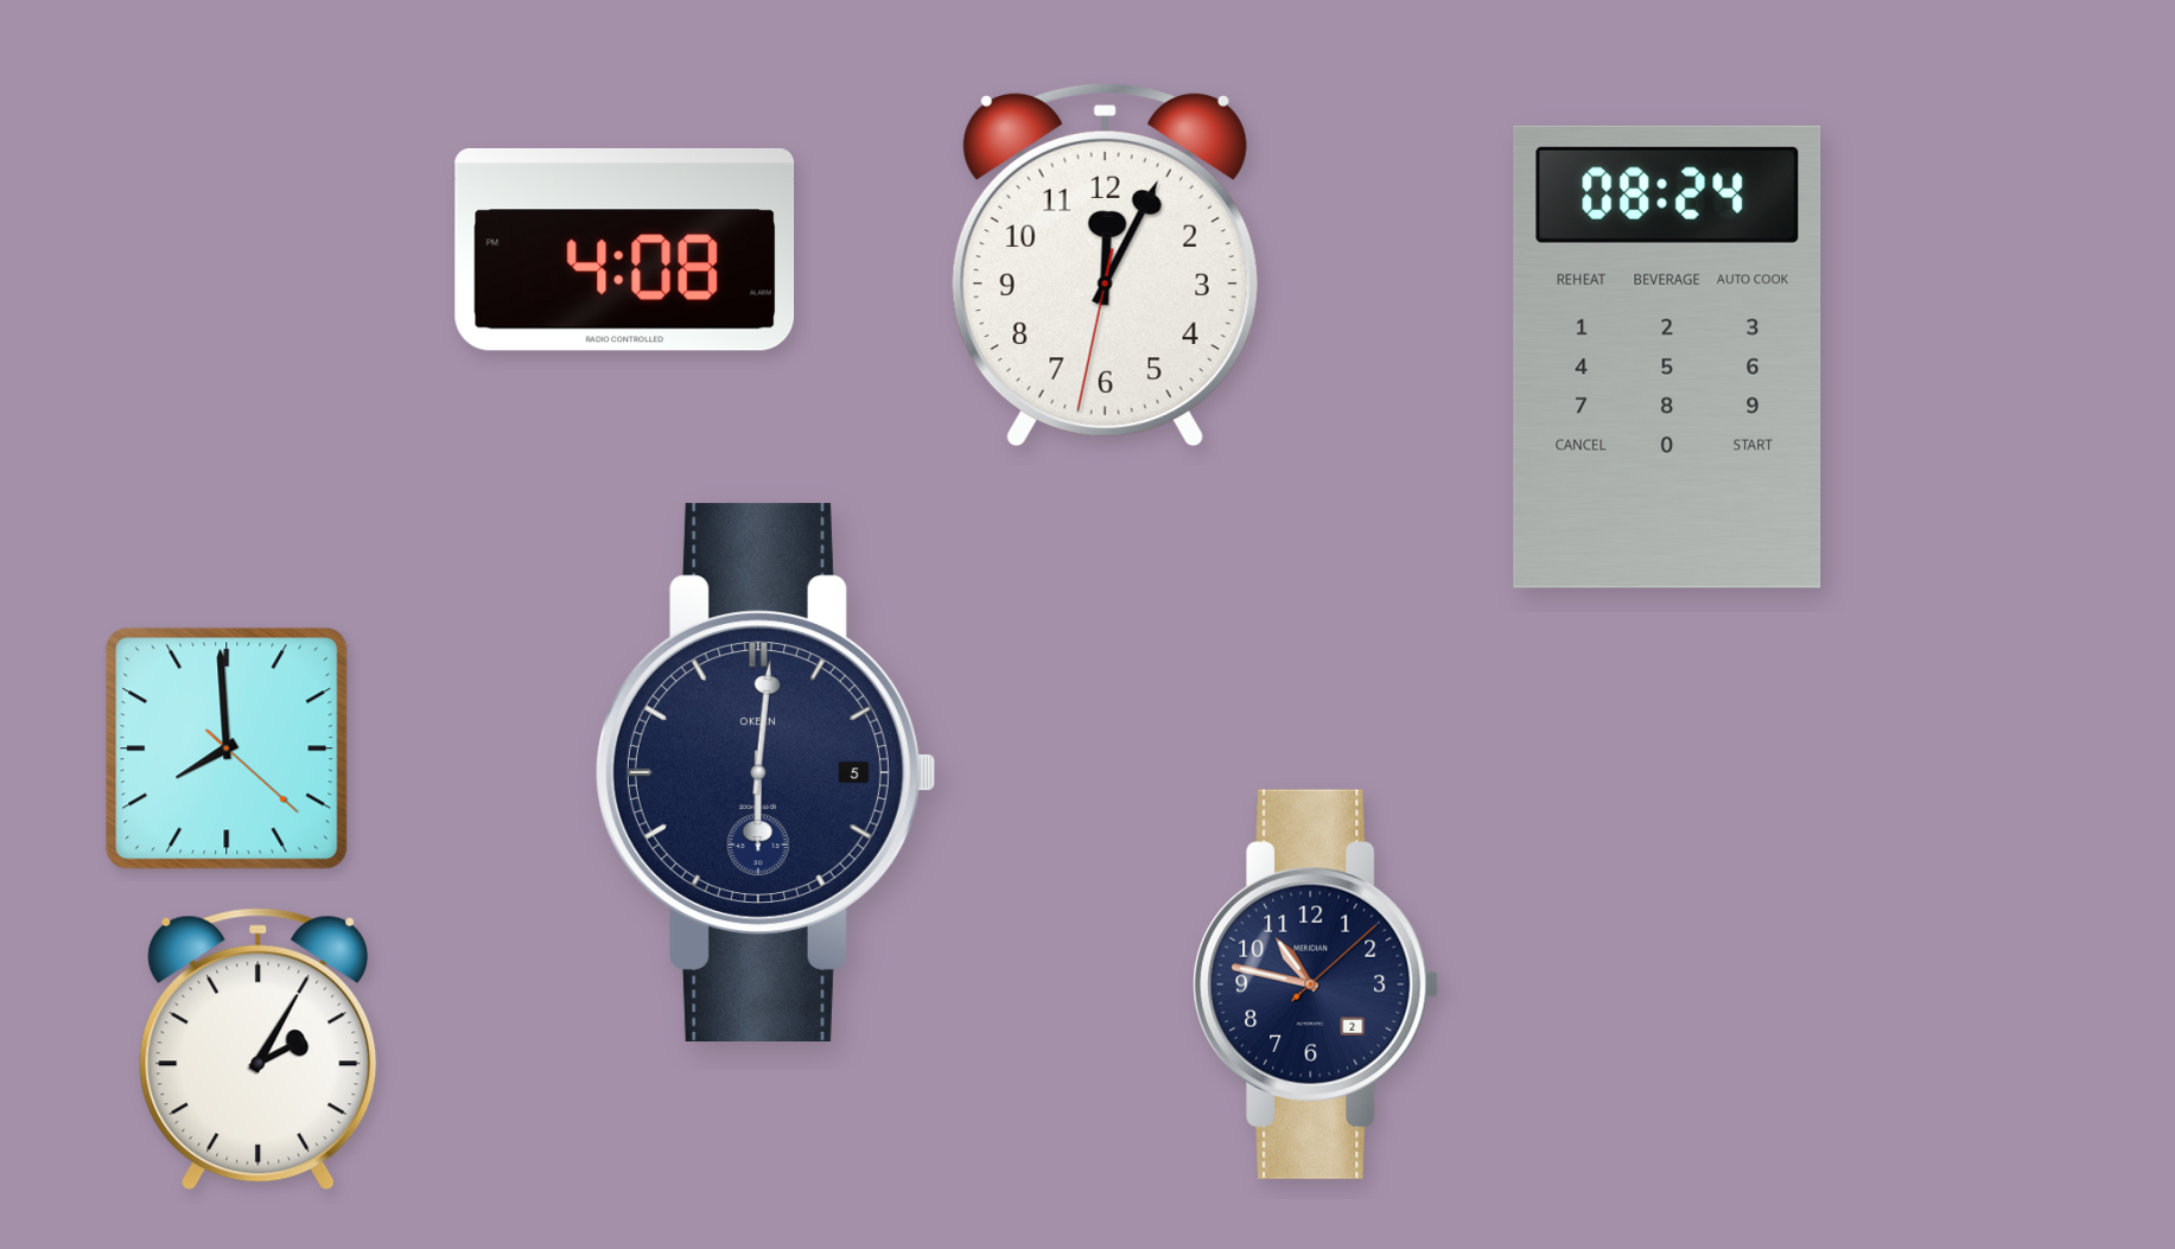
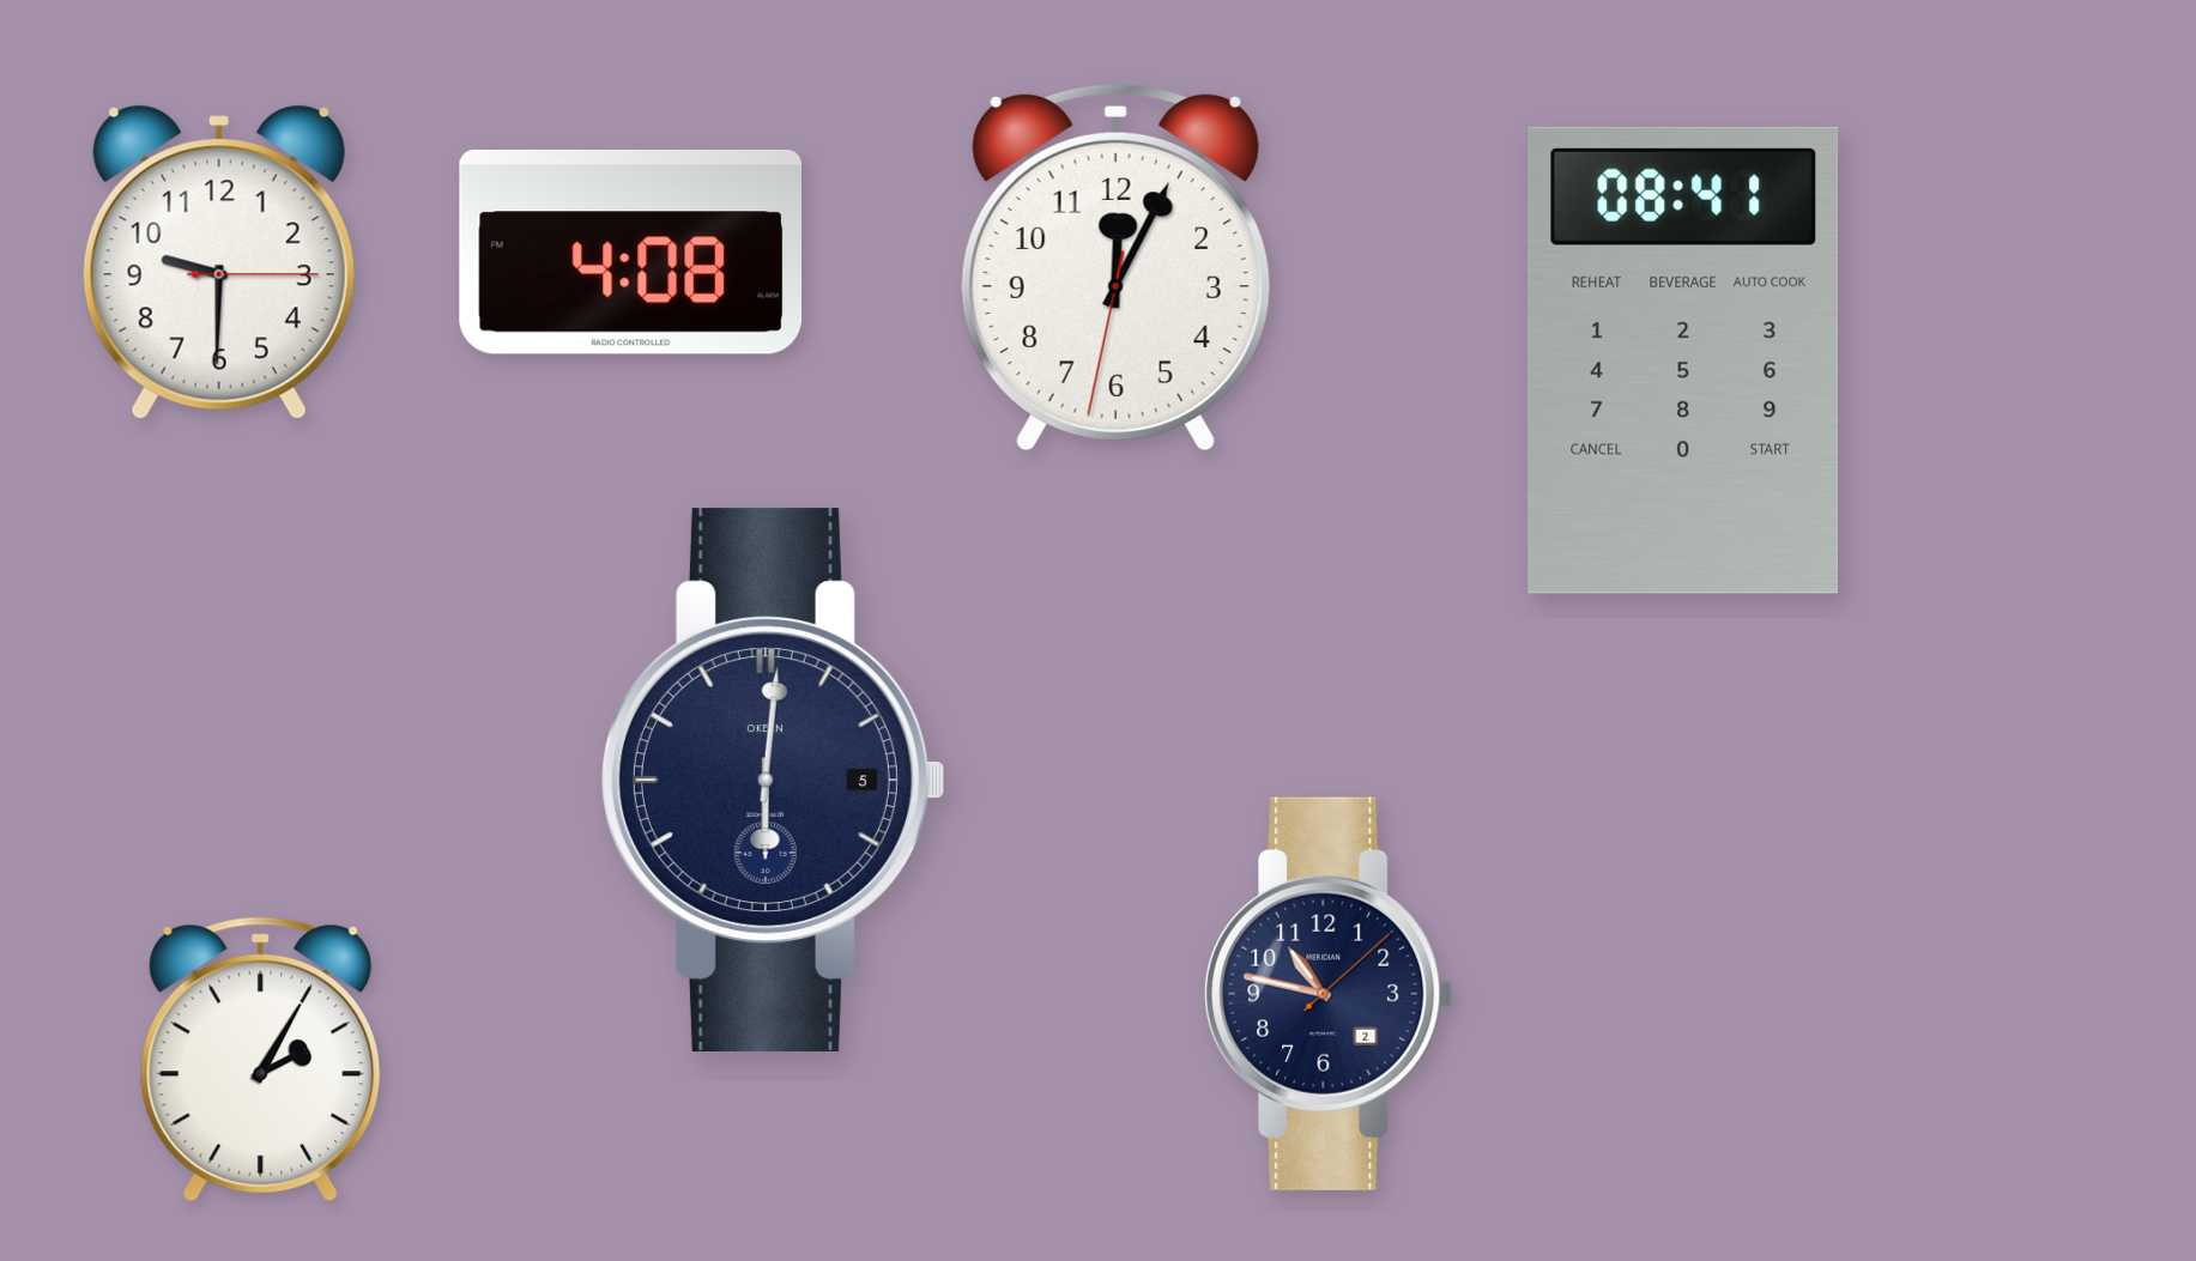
clock at (219, 262): none -> 9:30
clock at (1667, 357): 08:24 -> 08:41
clock at (227, 748): 7:59 -> none
